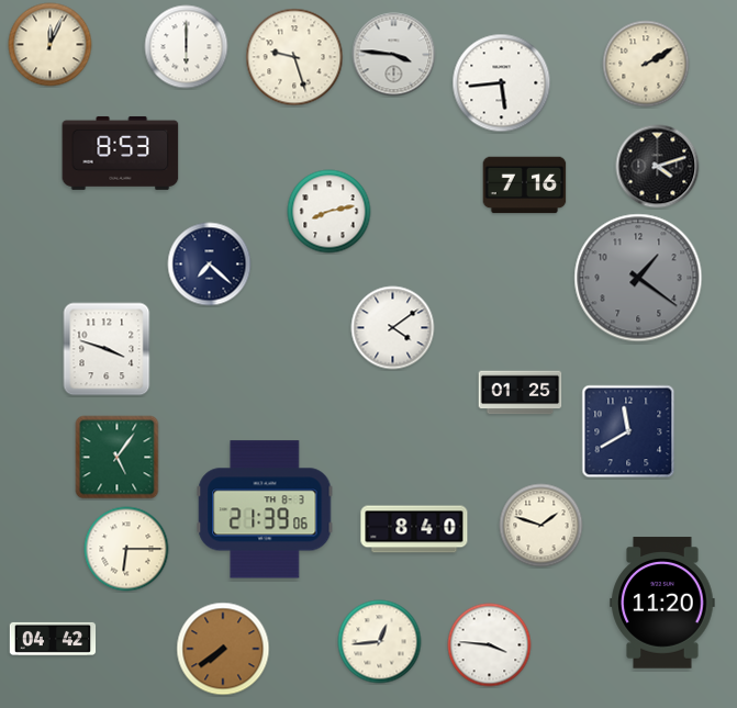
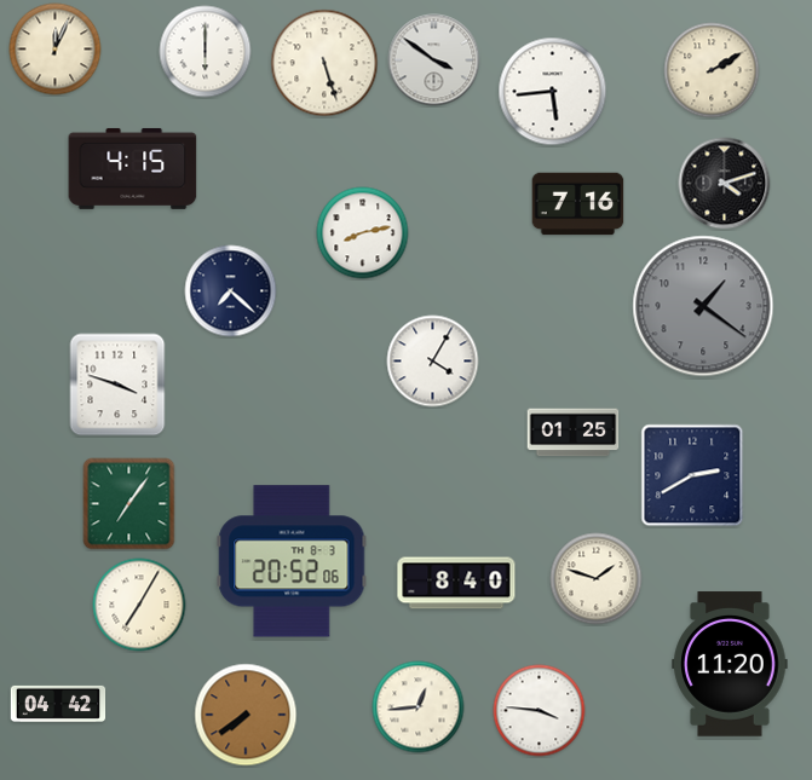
clock at (394, 55): 3:46 -> 3:51
clock at (294, 57): 9:27 -> 5:27
clock at (121, 153): 8:53 -> 4:15
clock at (393, 328): 4:09 -> 4:05
clock at (628, 431): 11:40 -> 2:40
clock at (118, 458): 5:06 -> 7:06
clock at (265, 509): 21:39 -> 20:52
clock at (126, 549): 6:15 -> 7:05
